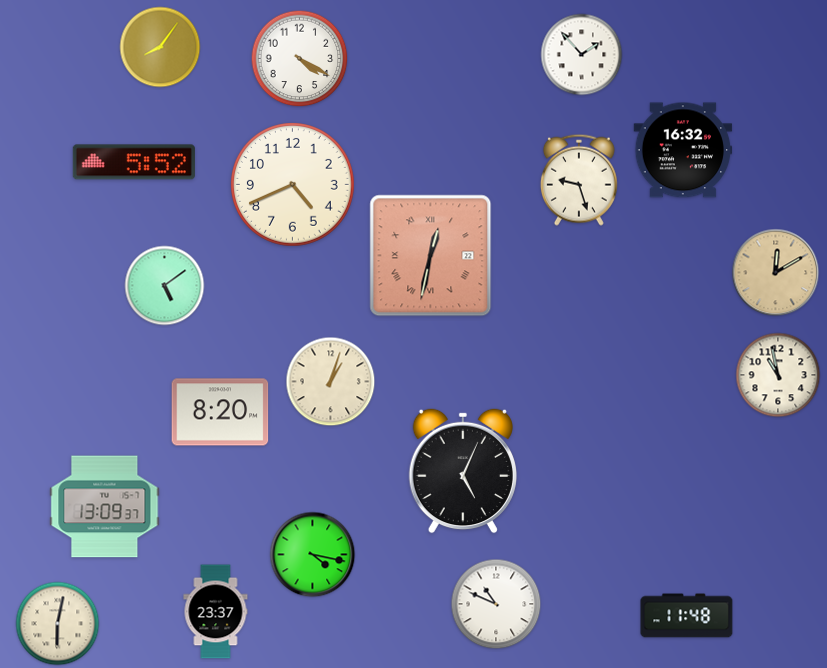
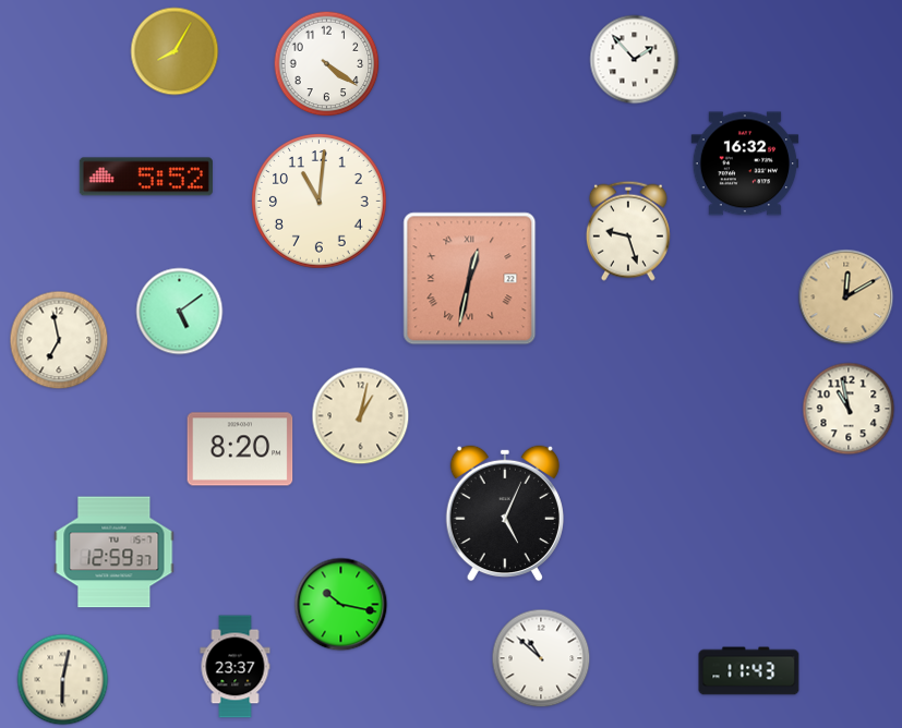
clock at (160, 47): 8:06 -> 8:05
clock at (300, 59): 4:20 -> 4:21
clock at (579, 180) position: (579, 180) -> (628, 231)
clock at (293, 185): 4:41 -> 11:01
clock at (59, 340): none -> 6:58
clock at (331, 382): 1:03 -> 1:02
clock at (105, 507): 13:09 -> 12:59
clock at (313, 555): 4:17 -> 10:17
clock at (496, 604): 10:49 -> 10:52
clock at (687, 616): 11:48 -> 11:43
